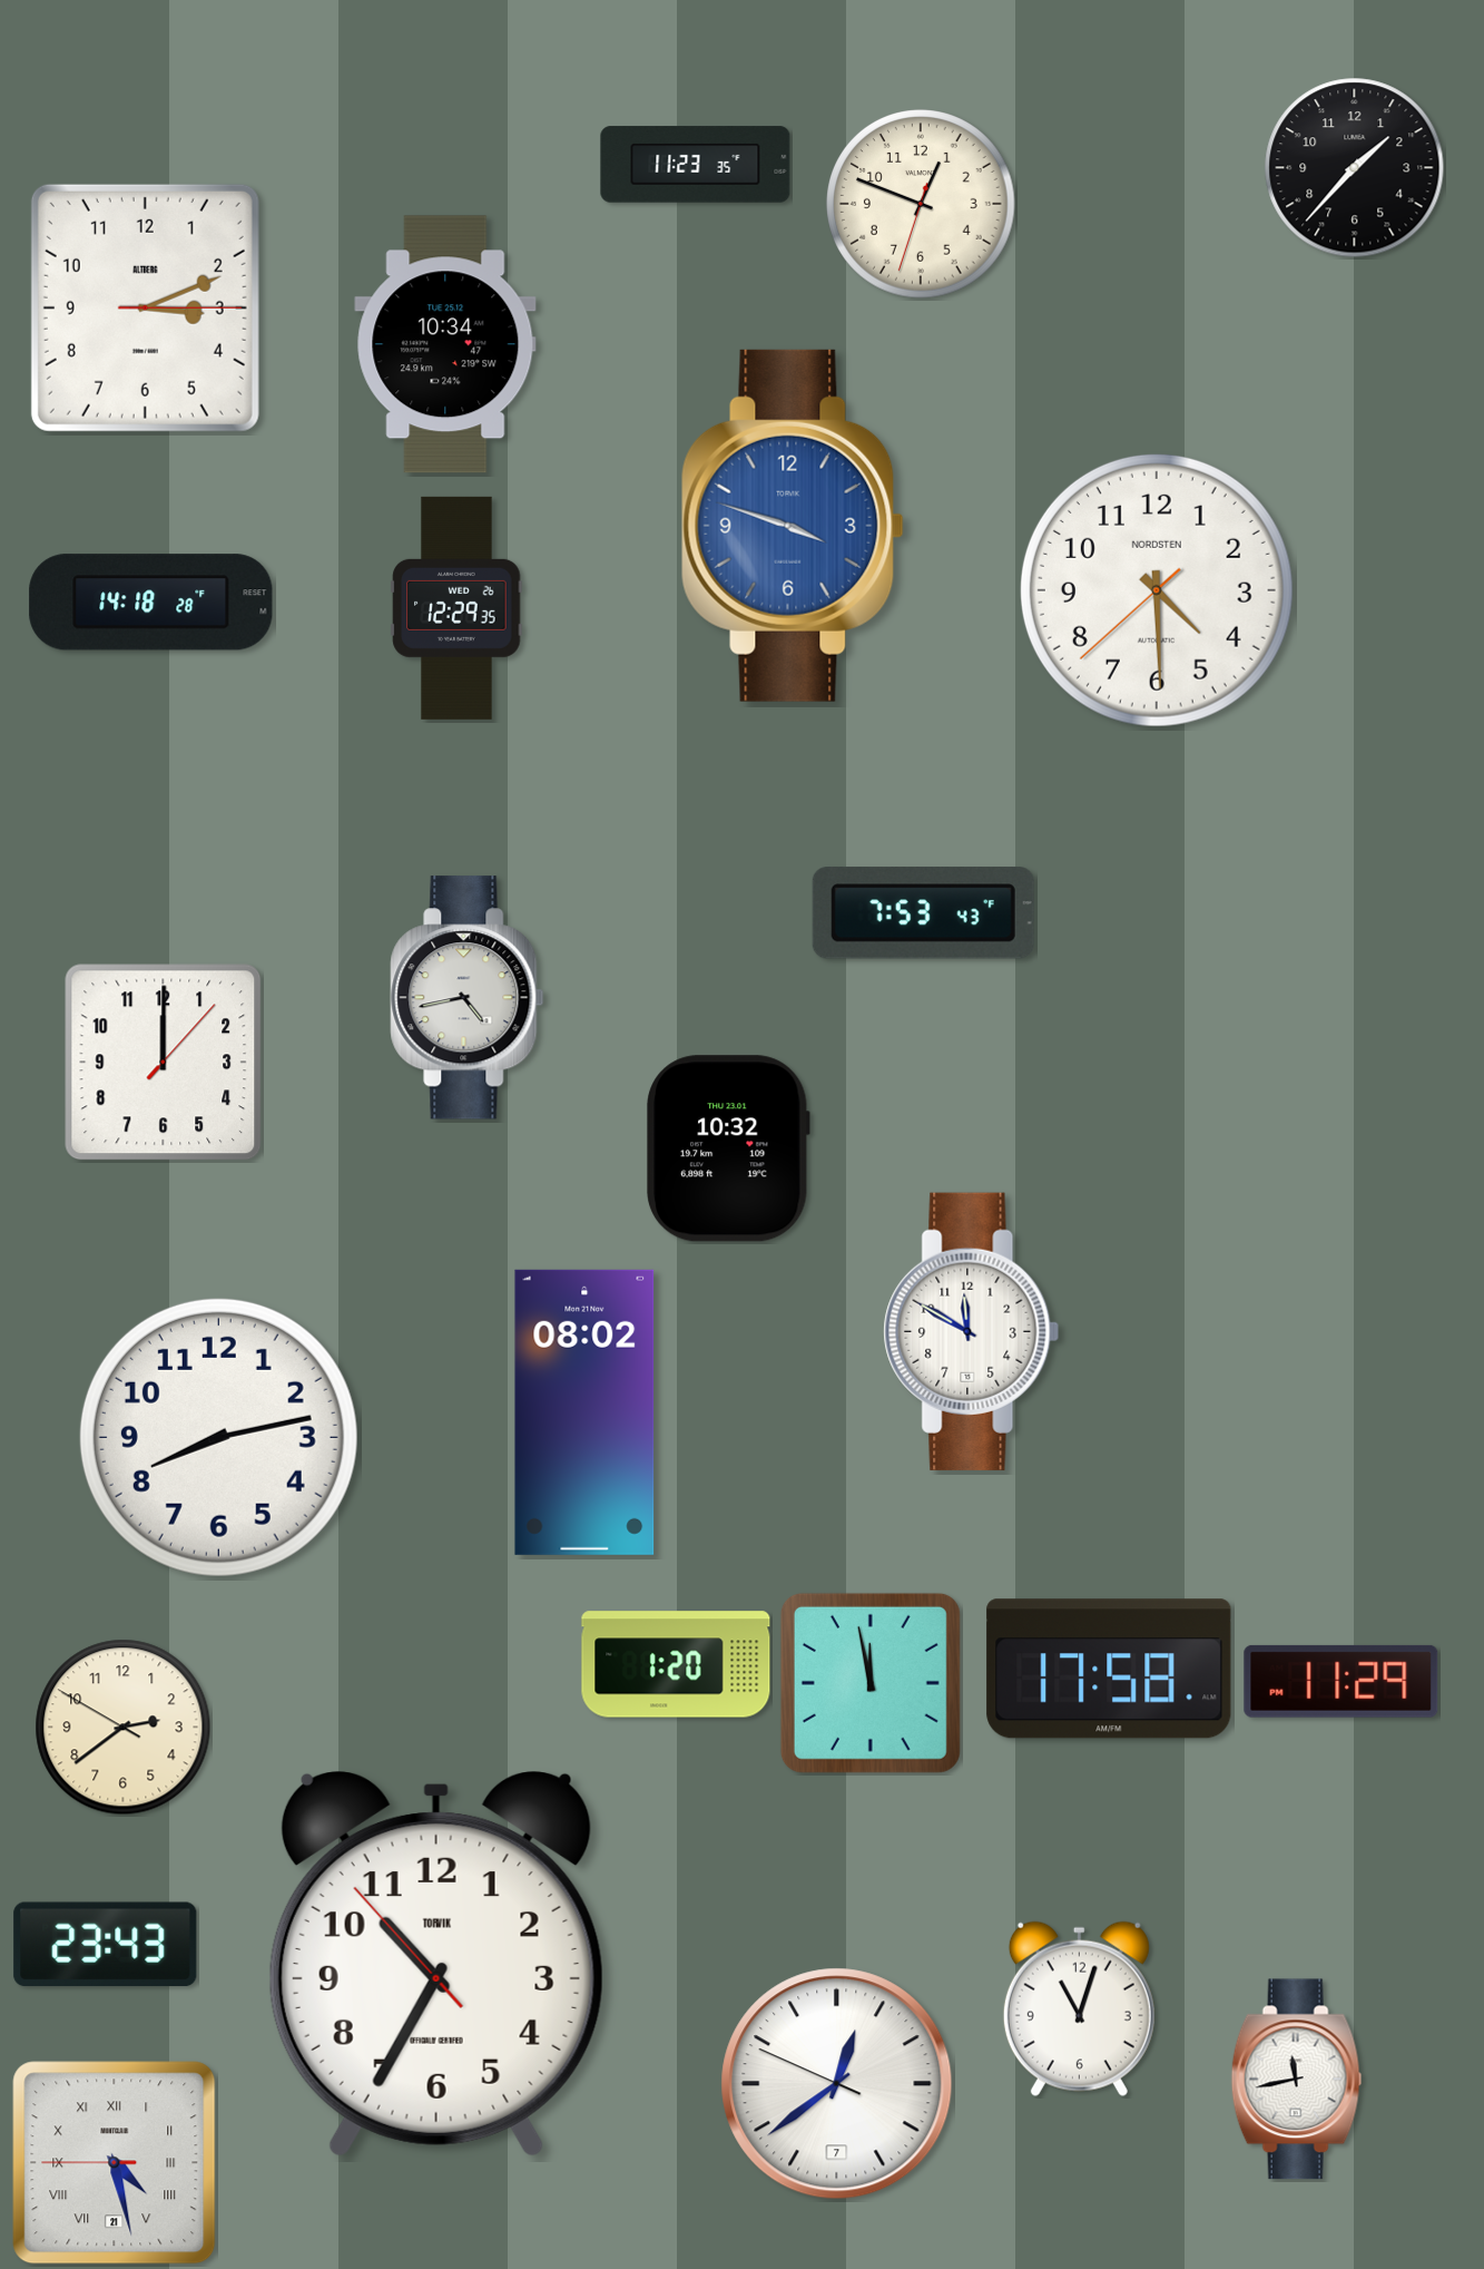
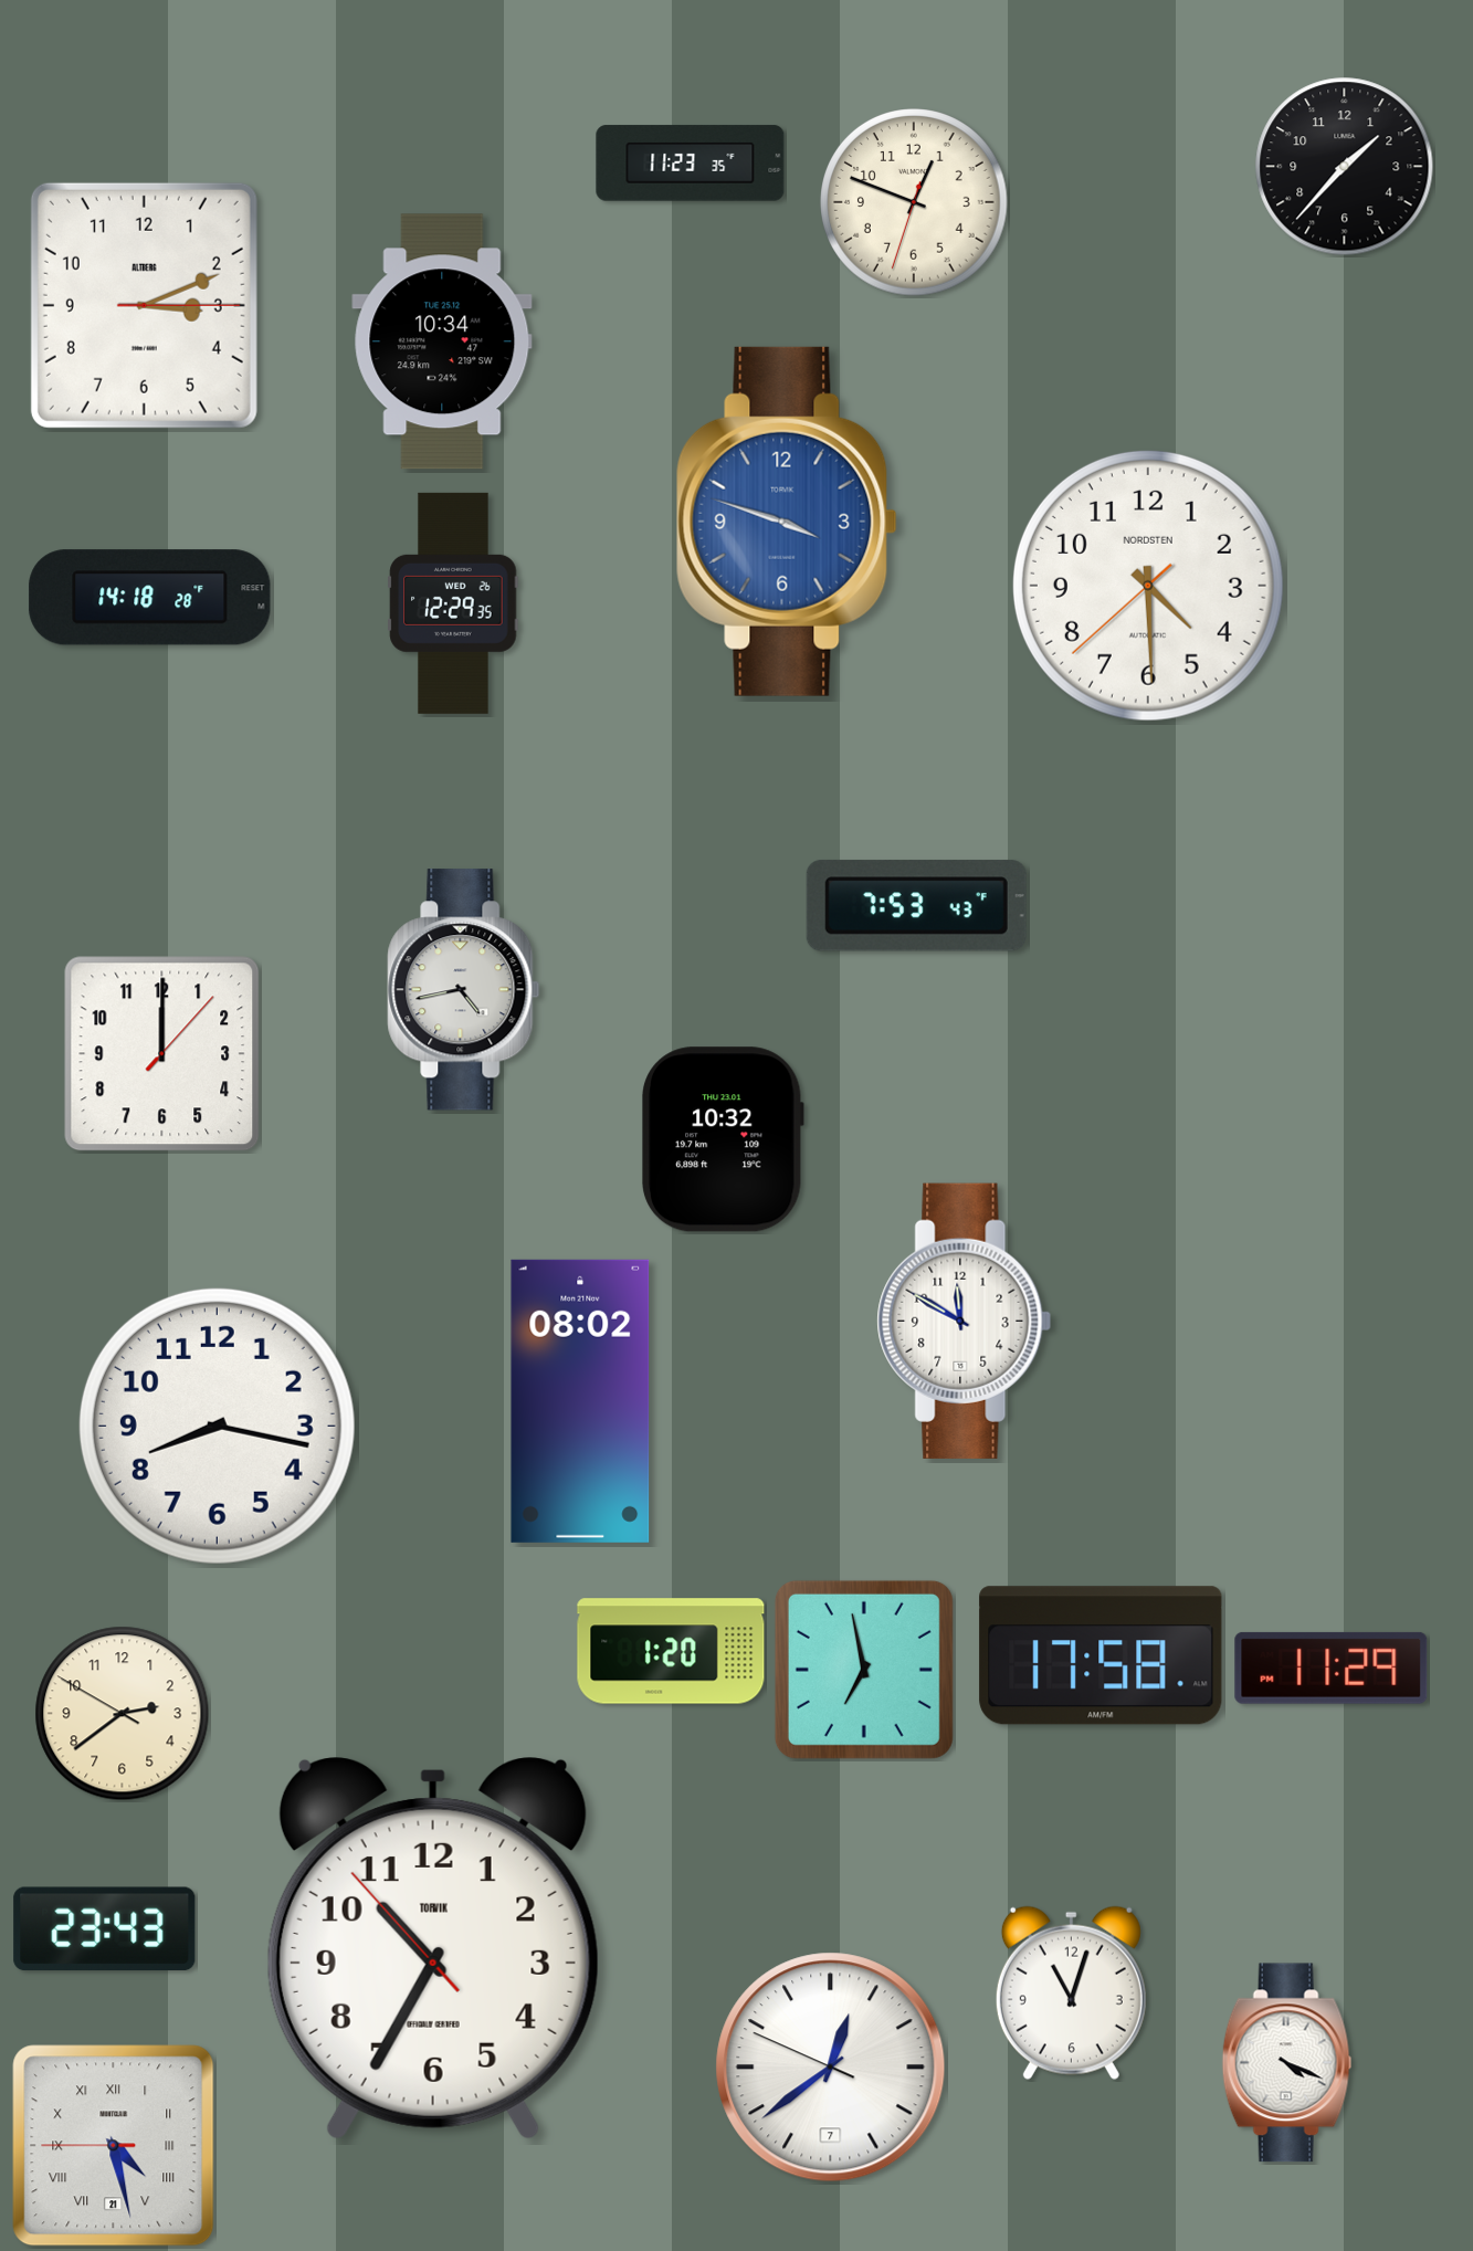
clock at (218, 1437): 8:13 -> 8:17
clock at (871, 1683): 11:58 -> 6:58
clock at (1297, 2080): 11:43 -> 4:19
